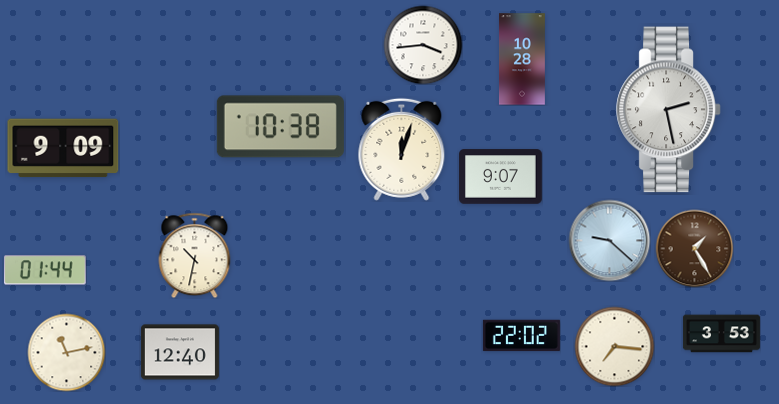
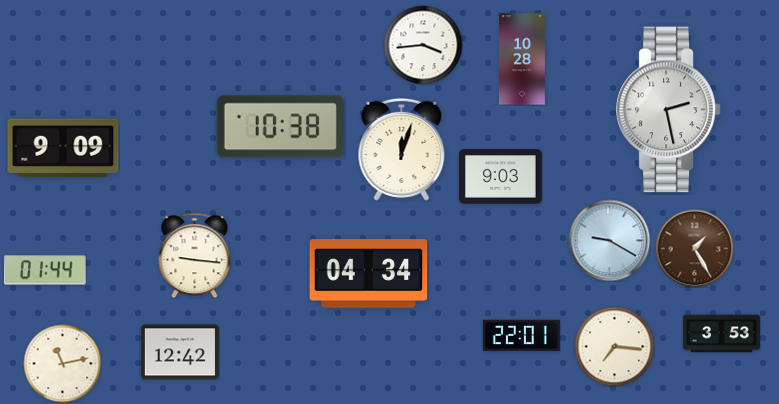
clock at (501, 177): 9:07 -> 9:03
clock at (609, 240): 9:22 -> 9:20
clock at (195, 255): 10:32 -> 9:16
clock at (369, 274): none -> 04:34
clock at (521, 336): 22:02 -> 22:01
clock at (66, 352) position: (66, 352) -> (62, 363)
clock at (180, 352): 12:40 -> 12:42
